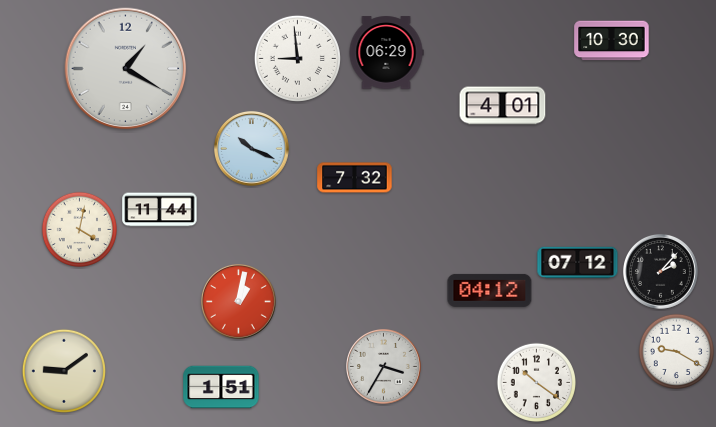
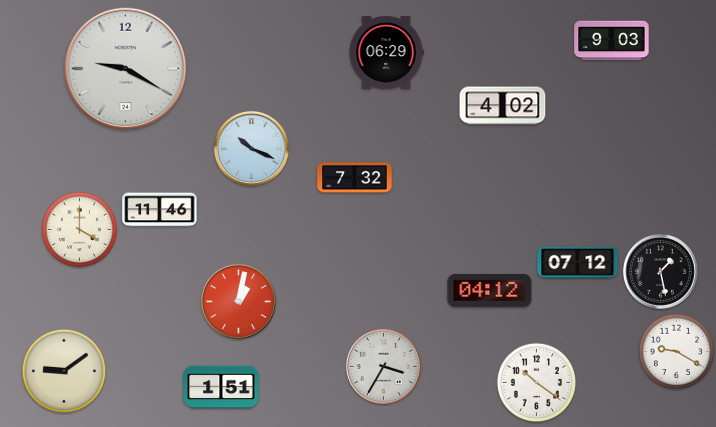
clock at (612, 41): 10:30 -> 9:03
clock at (297, 58): 8:59 -> none
clock at (126, 69): 1:20 -> 9:20
clock at (503, 106): 4:01 -> 4:02
clock at (160, 210): 11:44 -> 11:46
clock at (80, 230): 4:02 -> 4:00
clock at (660, 271): 2:07 -> 1:28
